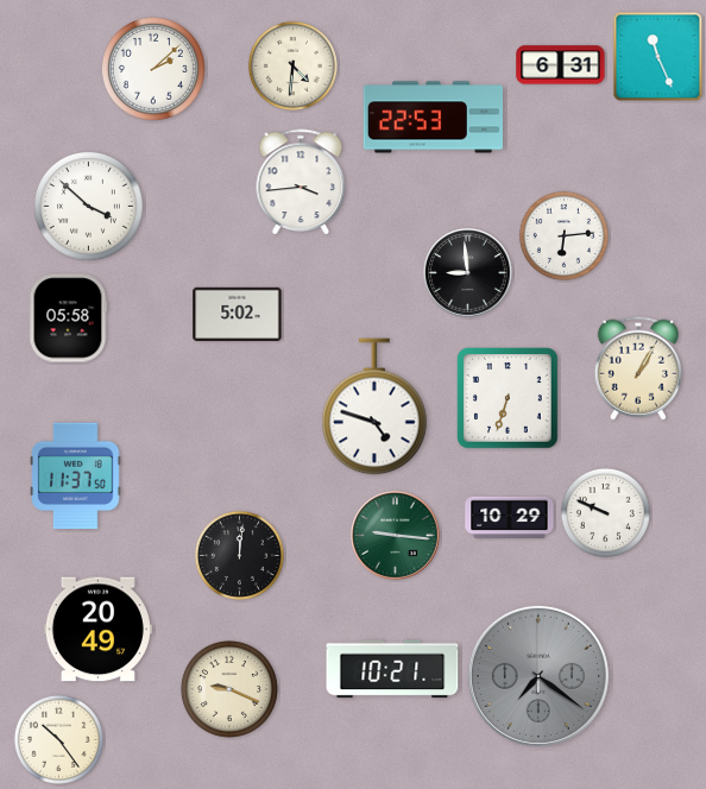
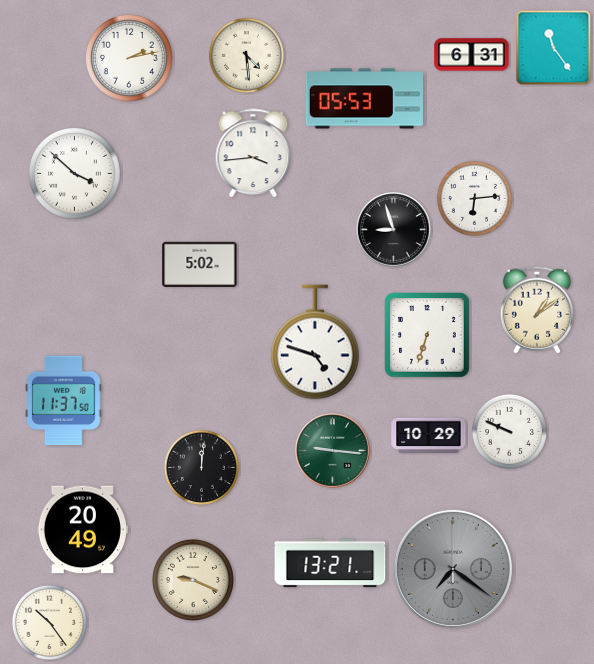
clock at (658, 57): 11:26 -> 11:24
clock at (292, 65): 4:31 -> 4:29
clock at (153, 69): 2:08 -> 2:13
clock at (433, 118): 22:53 -> 05:53
clock at (468, 273): 8:59 -> 8:57
clock at (68, 318): 05:58 -> none
clock at (638, 368): 1:05 -> 1:09
clock at (392, 669): 10:21 -> 13:21
